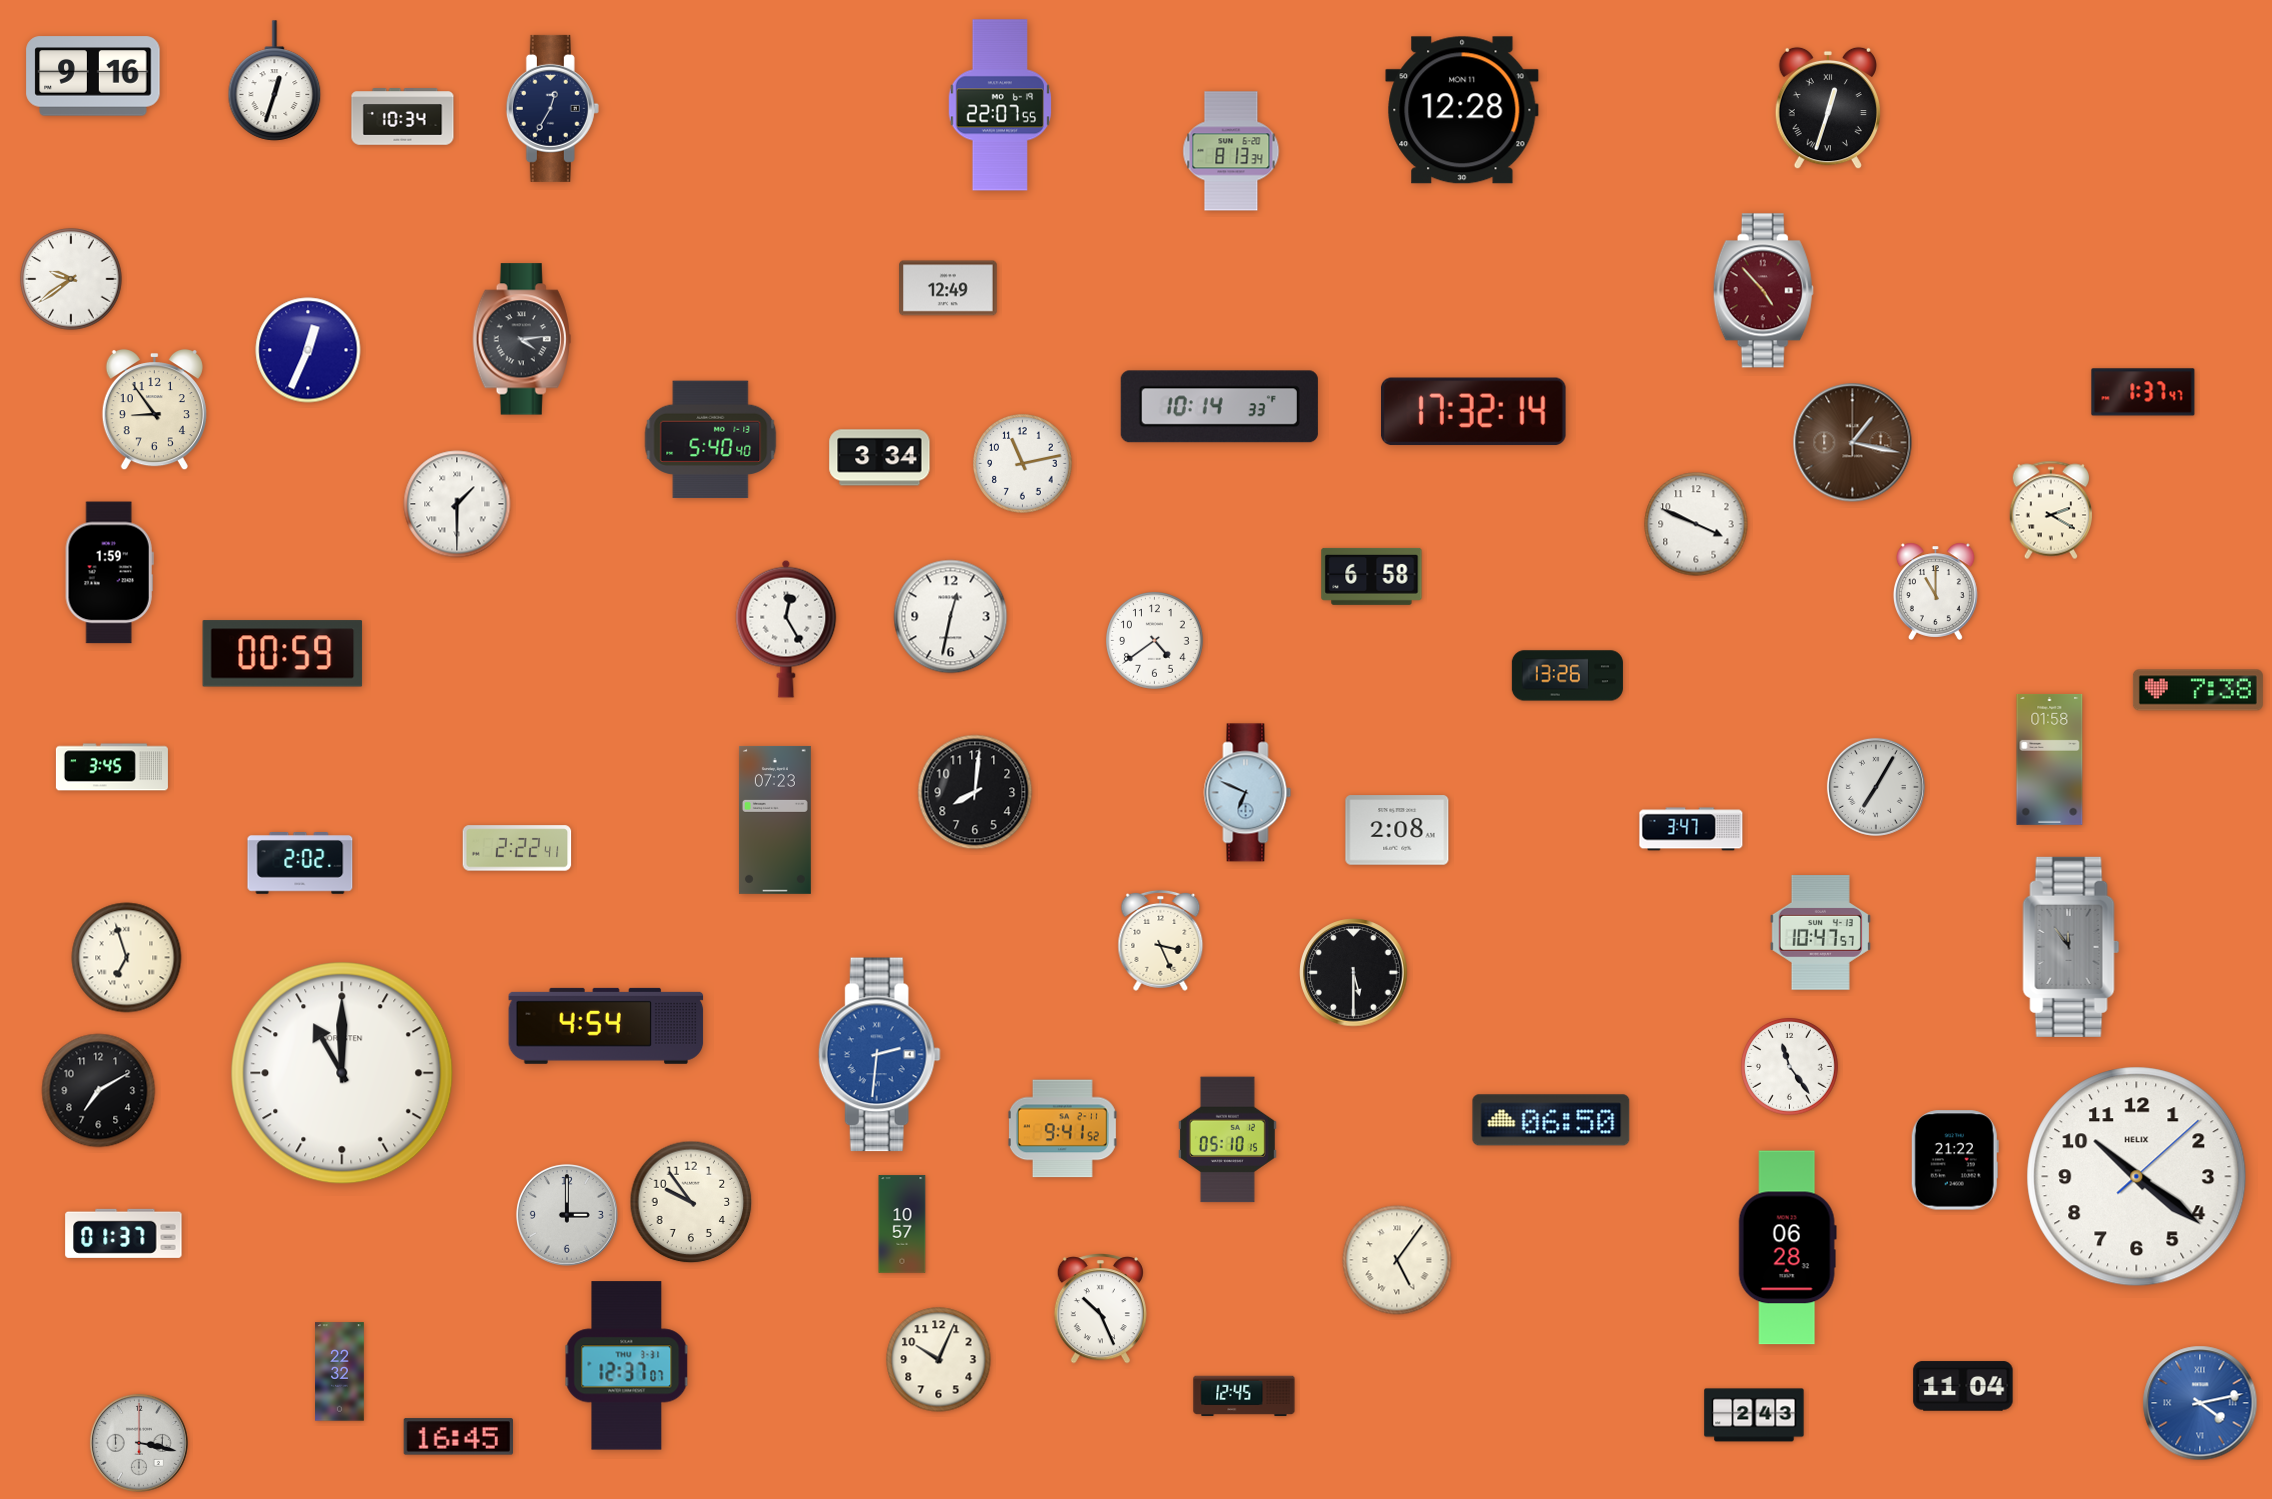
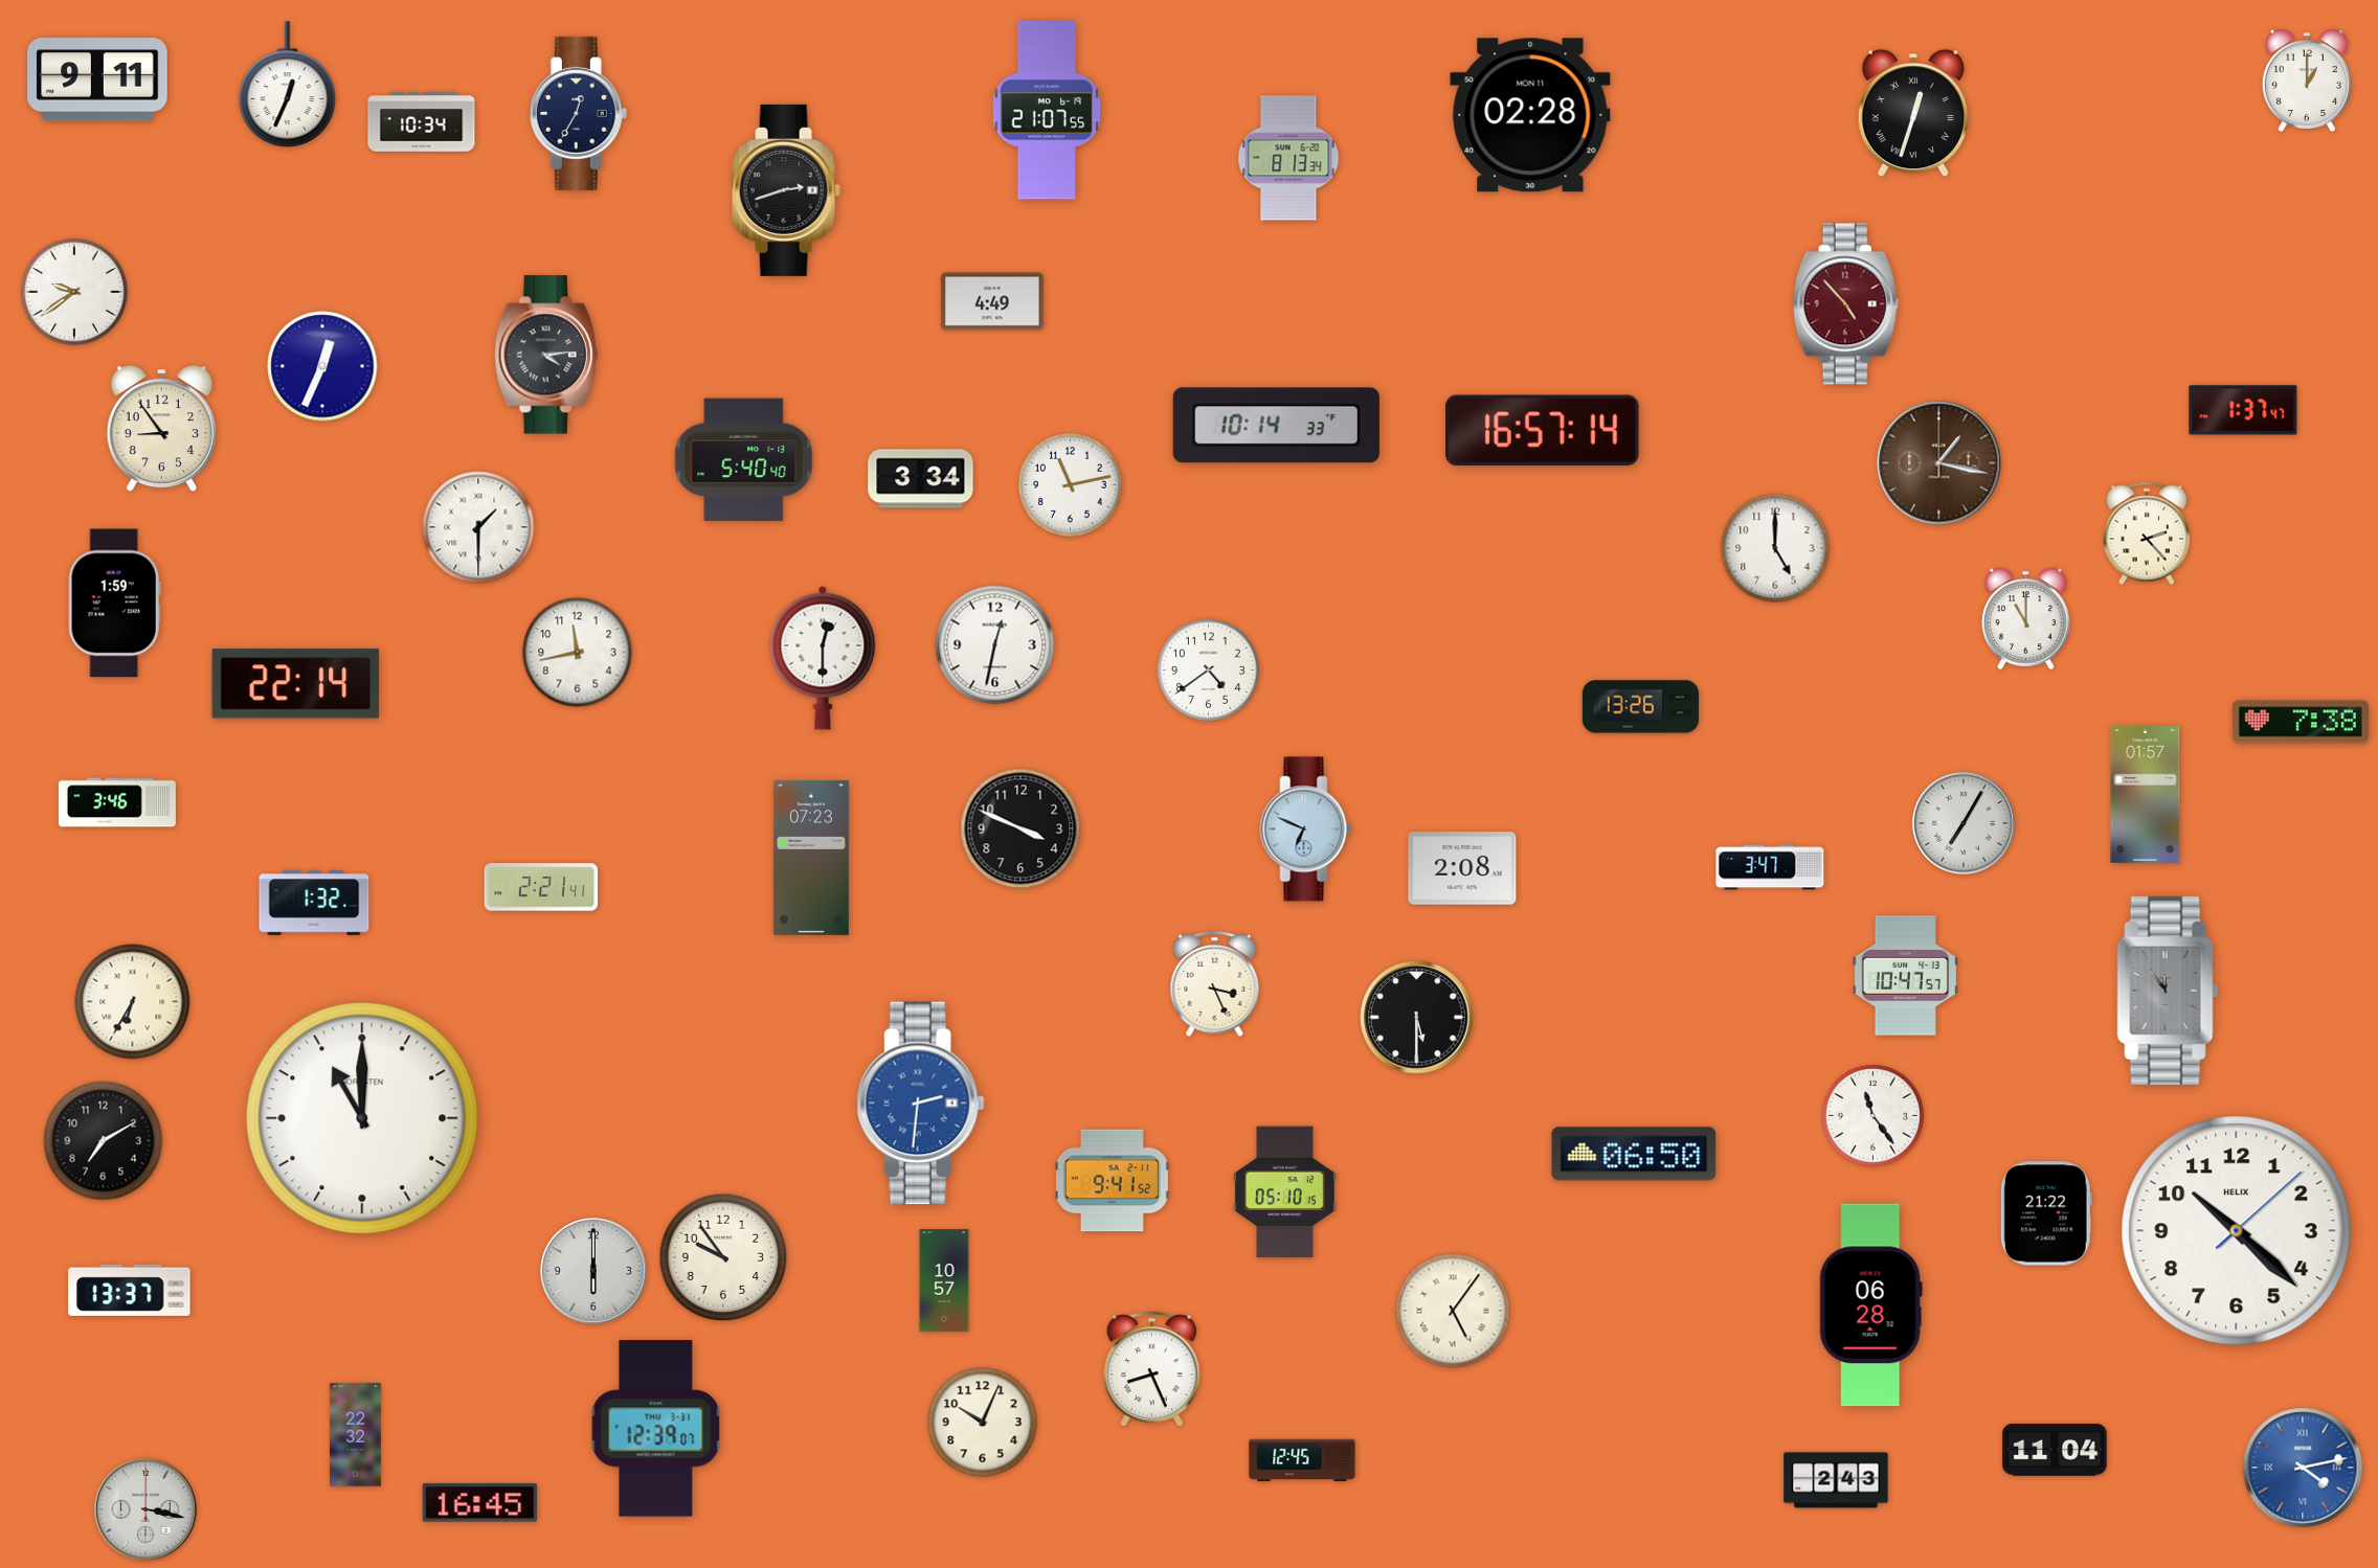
clock at (93, 76): 9:16 -> 9:11
clock at (2307, 81): none -> 1:00
clock at (275, 81): 12:33 -> 12:34
clock at (999, 105): 22:07 -> 21:07
clock at (1462, 110): 12:28 -> 02:28
clock at (786, 190): none -> 2:42
clock at (948, 288): 12:49 -> 4:49
clock at (1473, 412): 17:32 -> 16:57
clock at (2050, 510): 2:20 -> 2:23
clock at (1696, 524): 3:49 -> 5:00
clock at (109, 573) position: (109, 573) -> (114, 604)
clock at (1372, 576): 6:58 -> none
clock at (578, 653): none -> 11:43
clock at (786, 629): 12:25 -> 12:30
clock at (283, 654): 00:59 -> 22:14
clock at (2050, 759): 01:58 -> 01:57
clock at (112, 767): 3:45 -> 3:46
clock at (975, 792): 8:01 -> 3:49
clock at (517, 848): 2:22 -> 2:21
clock at (300, 864): 2:02 -> 1:32
clock at (127, 958): 6:57 -> 6:35
clock at (606, 1026): 4:54 -> none
clock at (342, 1073) position: (342, 1073) -> (362, 1118)
clock at (1551, 1120) position: (1551, 1120) -> (1634, 1154)
clock at (2137, 1177): 10:21 -> 10:22
clock at (567, 1215): 3:00 -> 6:00
clock at (124, 1233): 01:37 -> 13:37
clock at (1397, 1260) position: (1397, 1260) -> (1453, 1311)
clock at (1100, 1309): 10:26 -> 8:26
clock at (627, 1366): 12:37 -> 12:39
